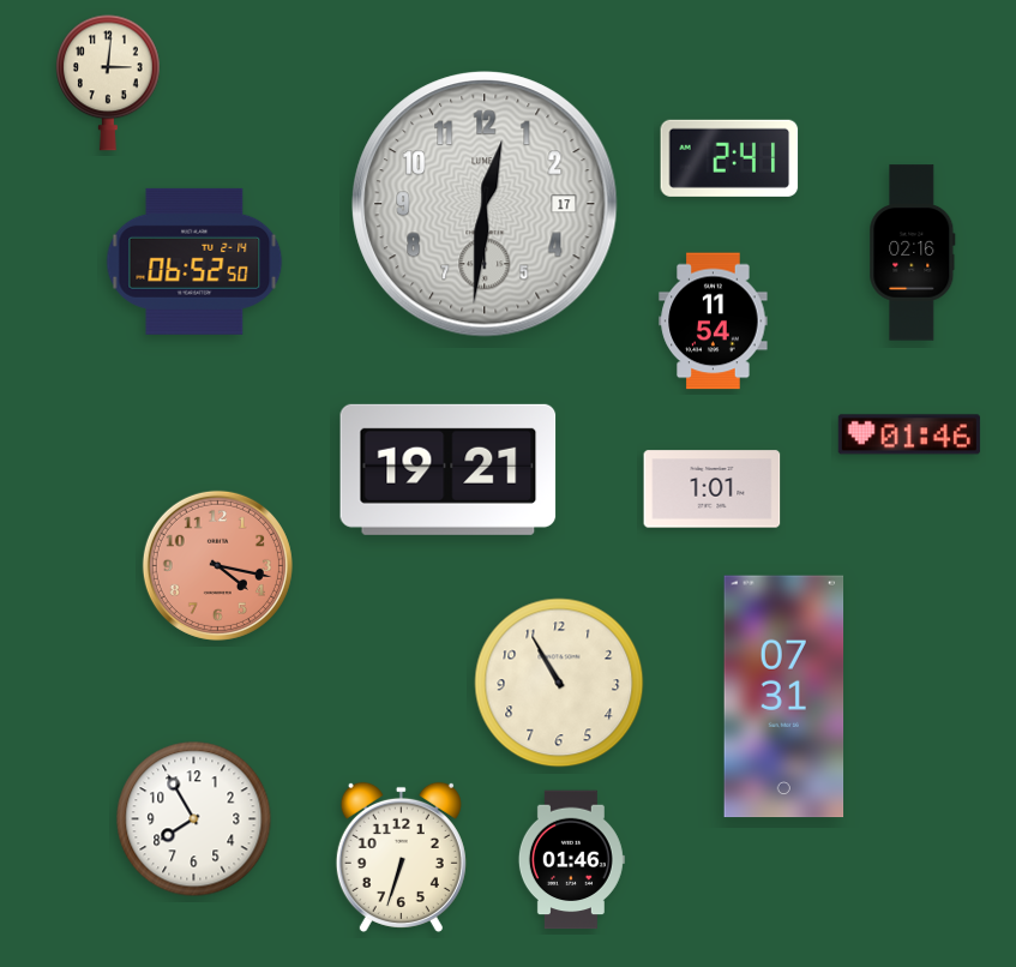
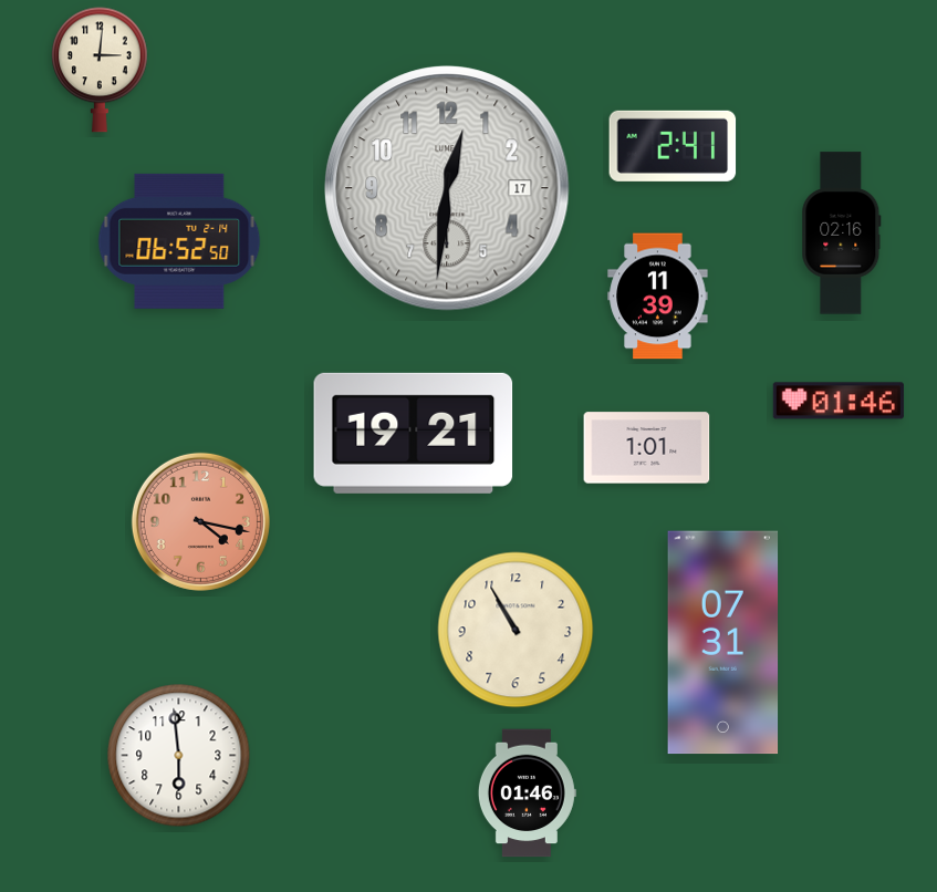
clock at (109, 83) position: (109, 83) -> (101, 70)
clock at (714, 322): 11:54 -> 11:39
clock at (713, 489) position: (713, 489) -> (647, 448)
clock at (194, 819): 7:55 -> 5:59
clock at (401, 857): 6:33 -> none
